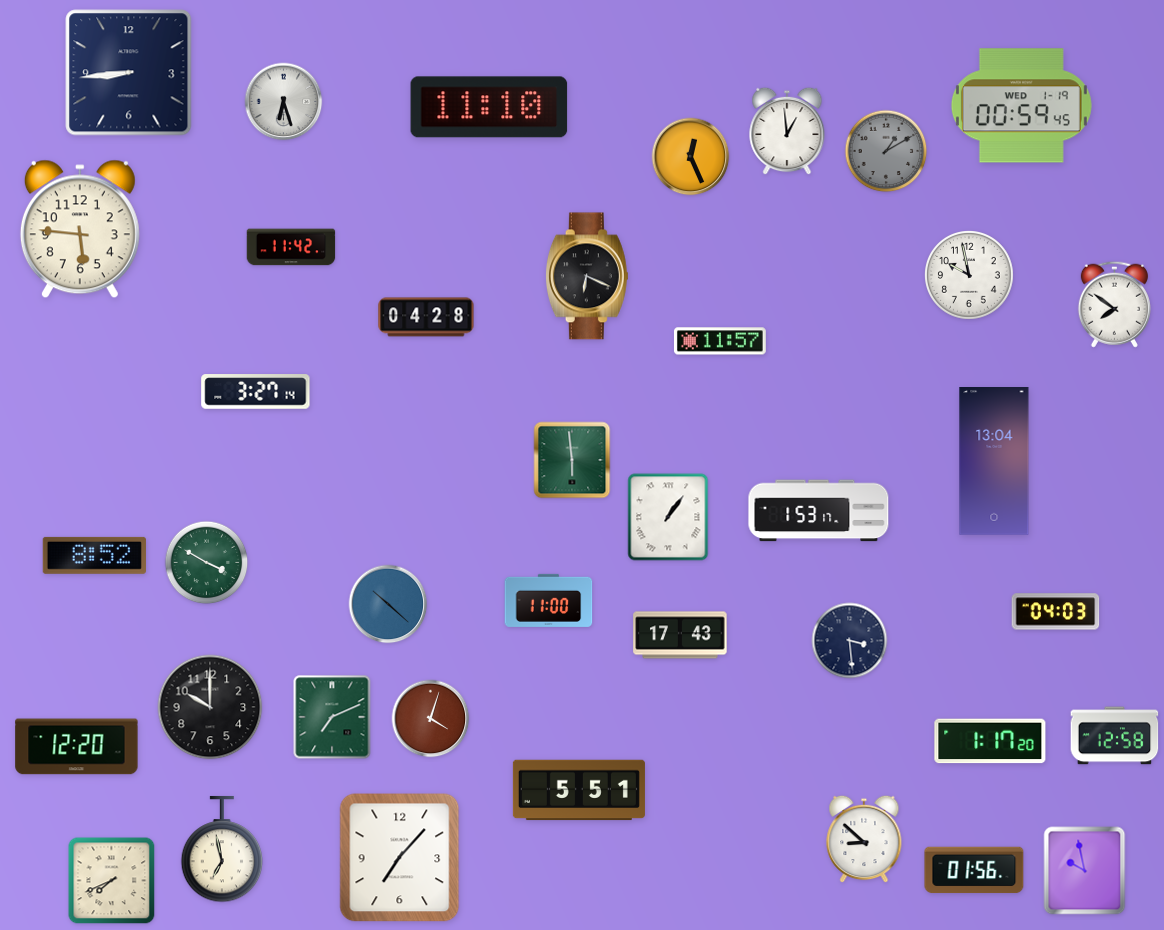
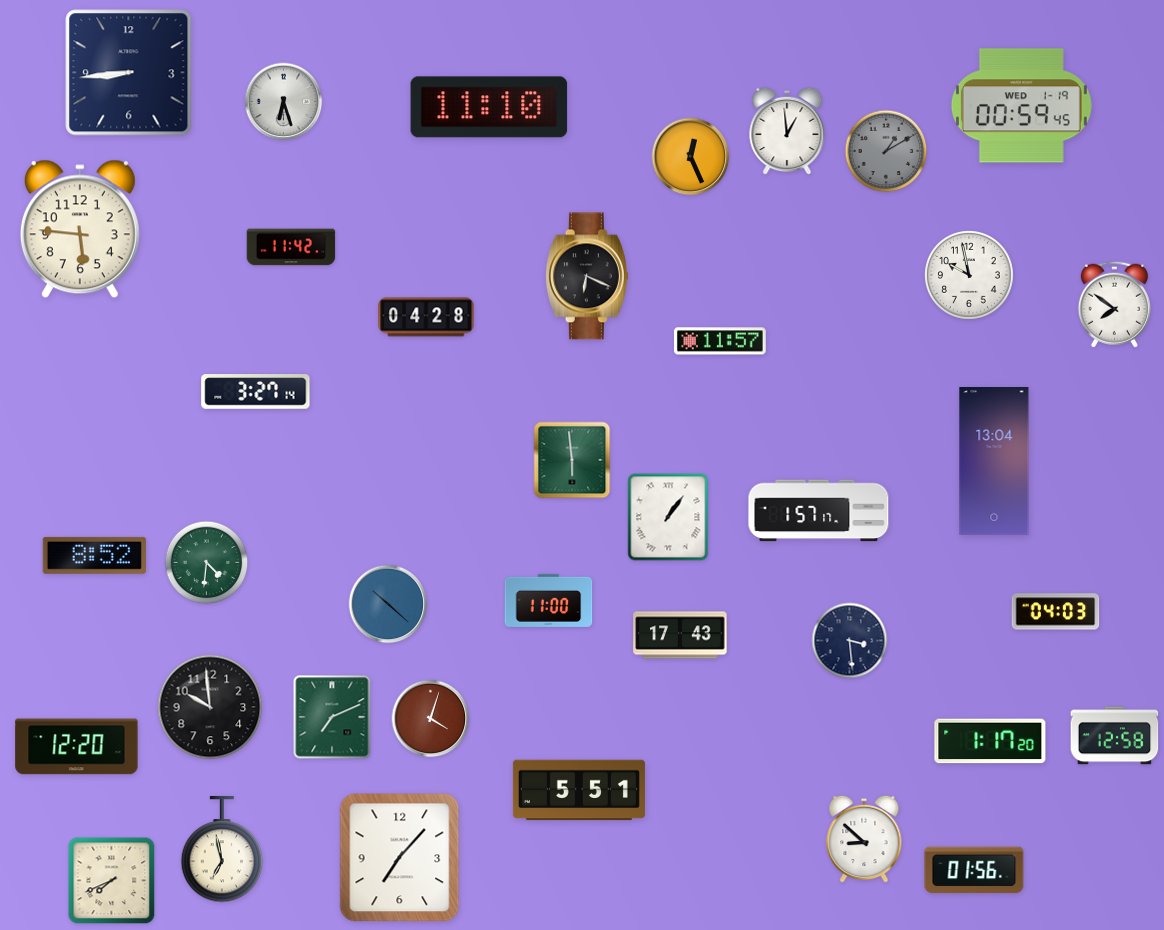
clock at (819, 511): 1:53 -> 1:57
clock at (207, 563): 3:50 -> 4:31
clock at (210, 707): 10:00 -> 9:59
clock at (1085, 871): 9:58 -> none
